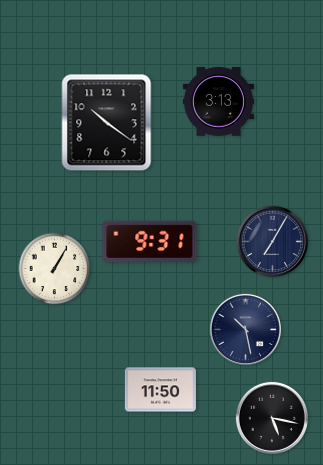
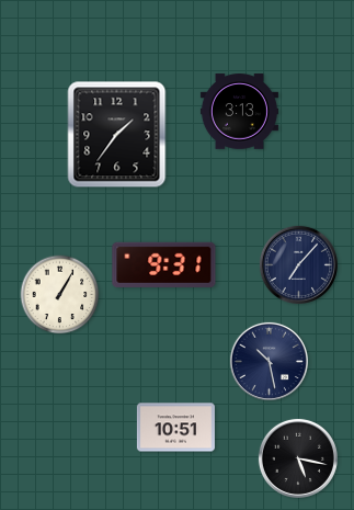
clock at (107, 123): 10:21 -> 1:36
clock at (272, 241): 7:05 -> 7:07
clock at (160, 390): 11:50 -> 10:51
